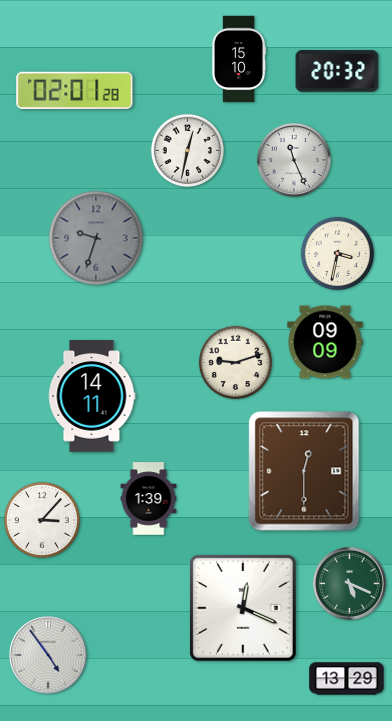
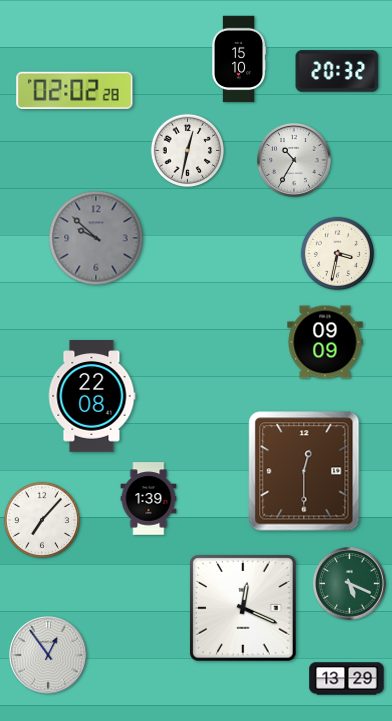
clock at (75, 90): 02:01 -> 02:02
clock at (295, 161): 11:26 -> 10:35
clock at (96, 238): 9:33 -> 9:52
clock at (236, 363): 9:12 -> none
clock at (92, 396): 14:11 -> 22:08
clock at (42, 520): 3:07 -> 7:07
clock at (48, 655): 4:54 -> 12:54
